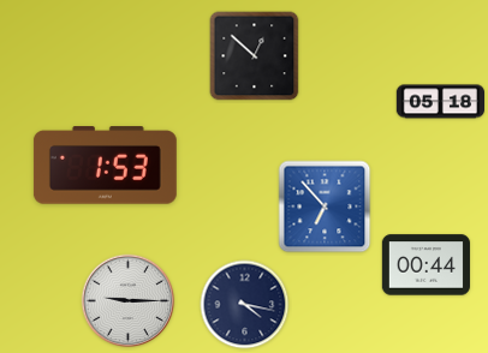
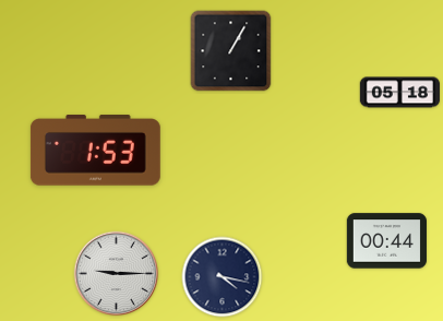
clock at (255, 56): 12:52 -> 1:05
clock at (325, 207): 6:53 -> none
